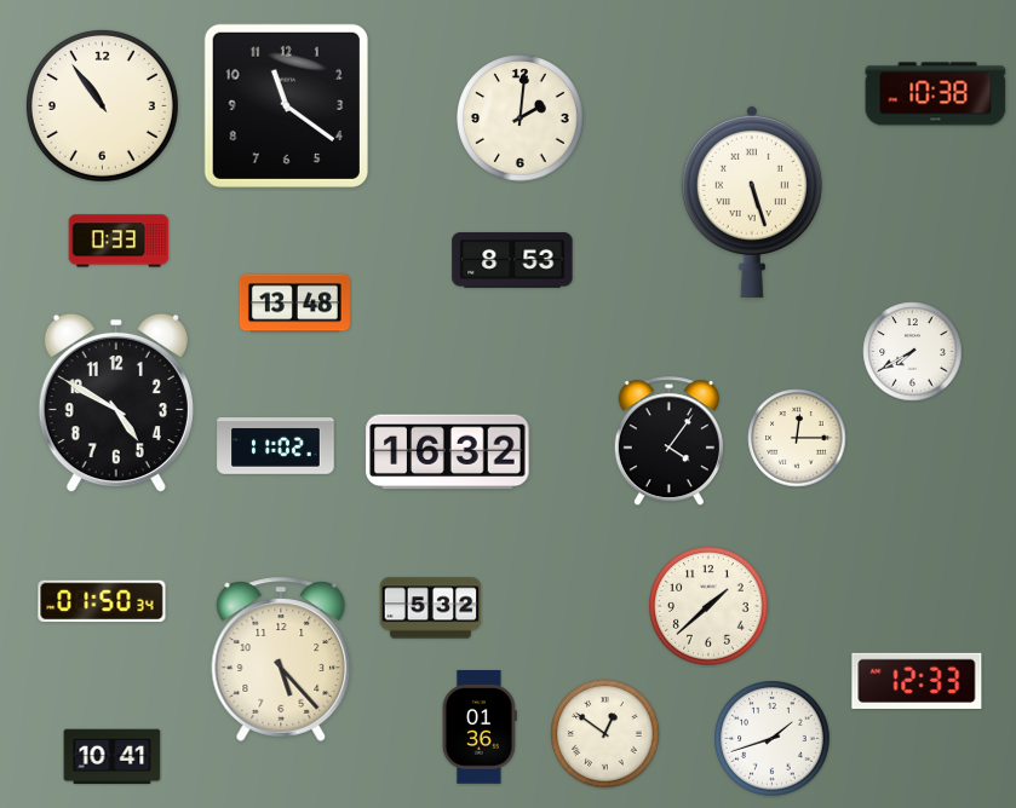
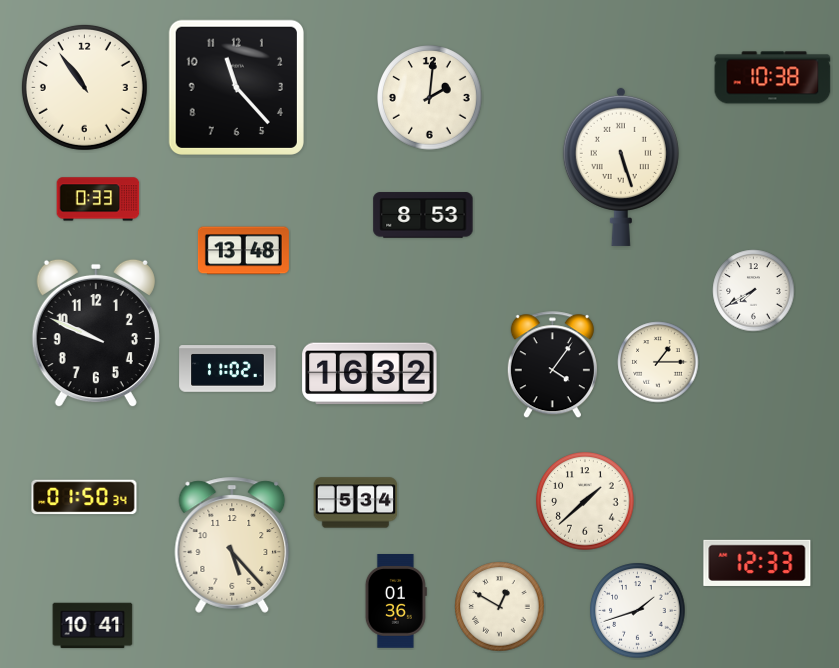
clock at (286, 105): 11:21 -> 11:23
clock at (116, 403): 4:50 -> 9:49
clock at (797, 438): 12:15 -> 1:15
clock at (431, 608): 5:32 -> 5:34
clock at (605, 734): 12:51 -> 12:50
